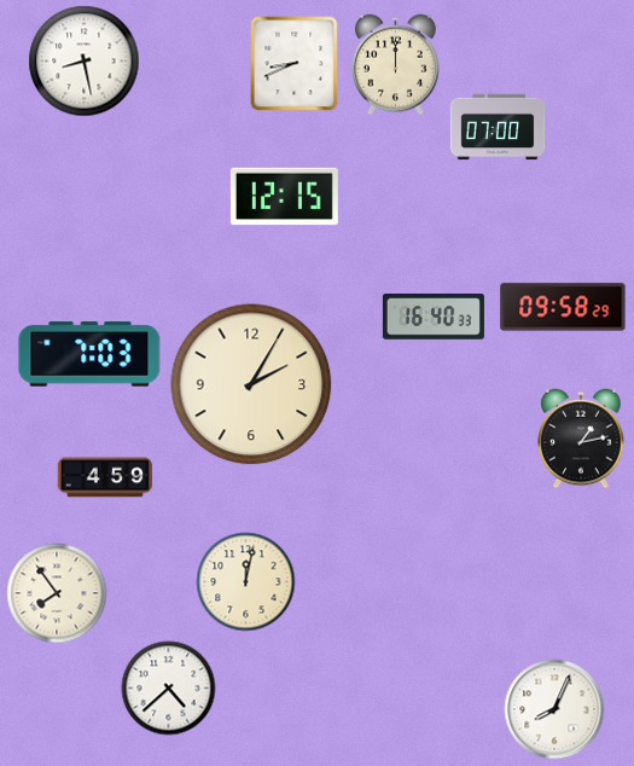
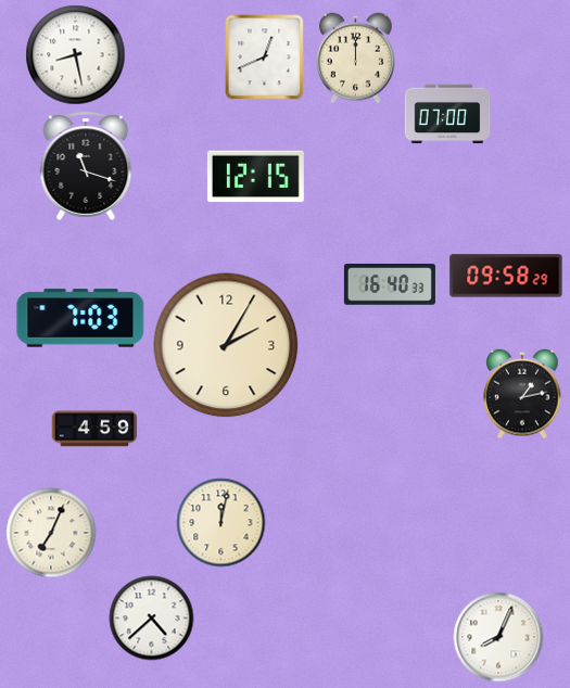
clock at (295, 63): 8:41 -> 12:41
clock at (86, 167): none -> 11:18
clock at (57, 593): 7:54 -> 7:04
